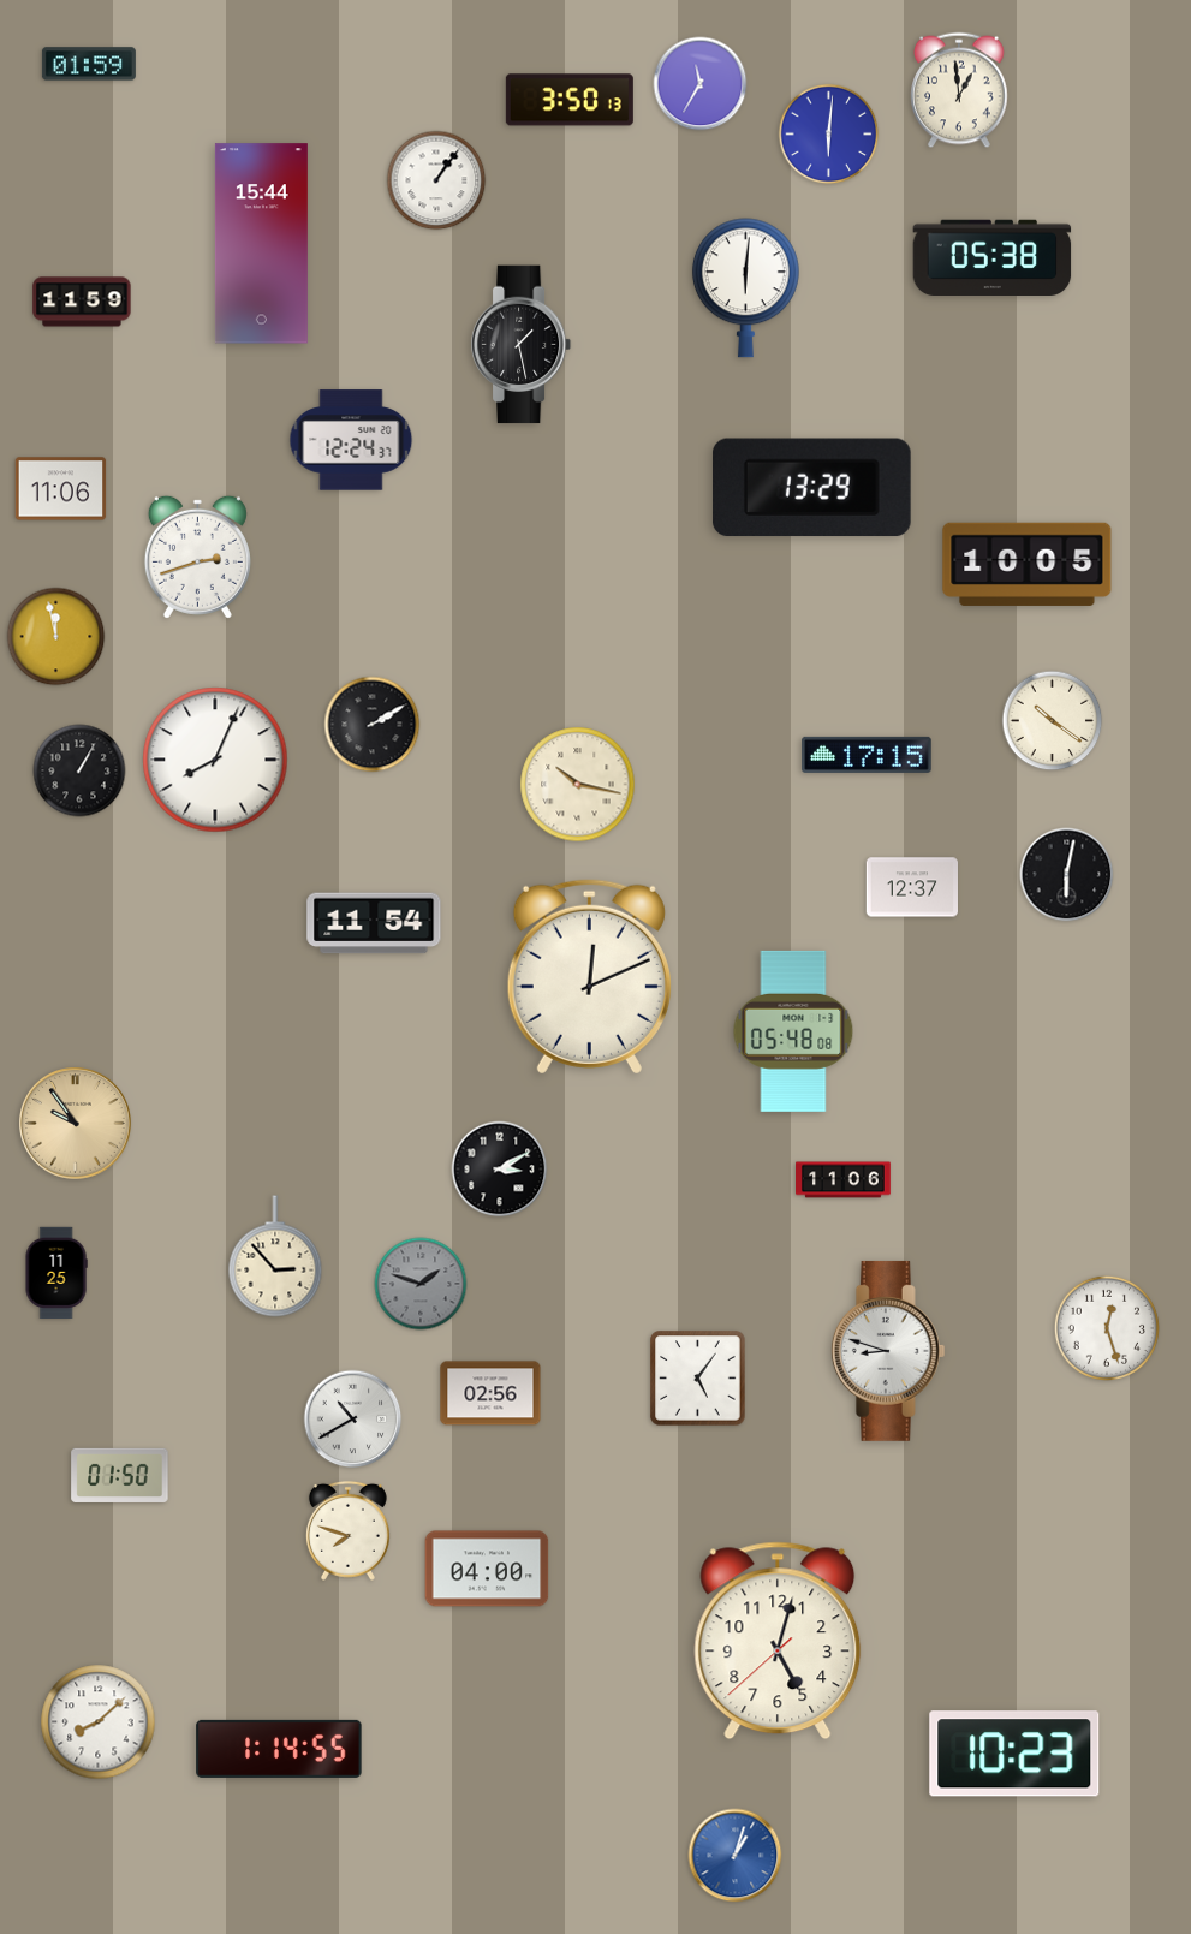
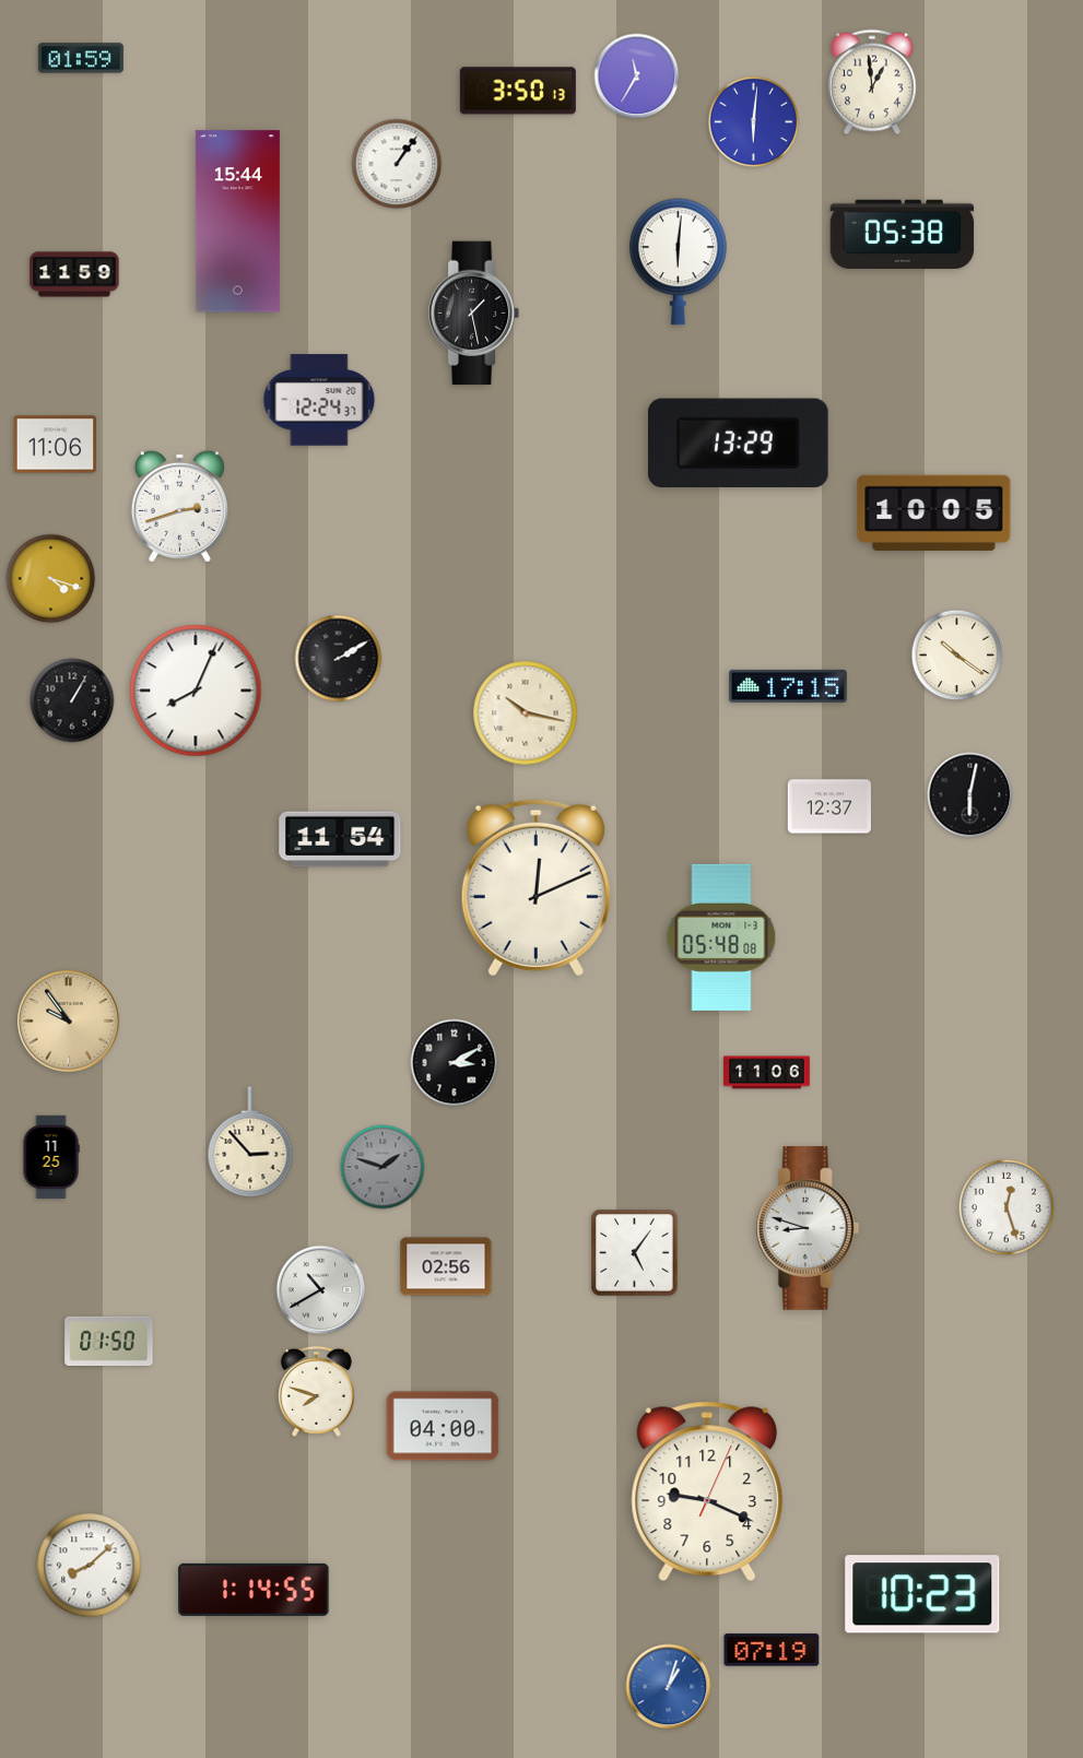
clock at (56, 637): 11:58 -> 4:18
clock at (778, 1641): 5:02 -> 9:19
clock at (772, 1650): none -> 07:19
